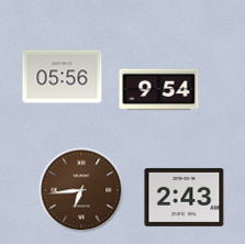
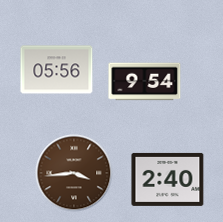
clock at (81, 190): 6:44 -> 3:44
clock at (185, 197): 2:43 -> 2:40
